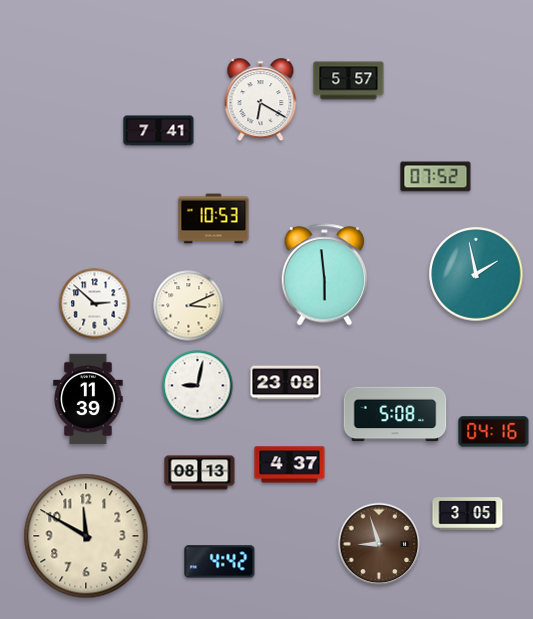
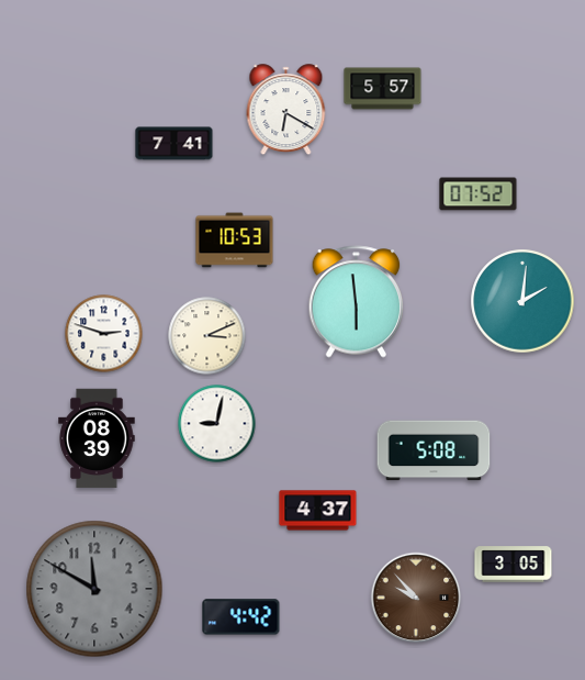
clock at (476, 274): 1:58 -> 2:01
clock at (95, 304): 2:52 -> 2:48
clock at (286, 383): 23:08 -> none
clock at (88, 399): 11:39 -> 08:39
clock at (395, 414) position: (395, 414) -> (434, 450)
clock at (494, 432): 04:16 -> none
clock at (200, 473): 08:13 -> none
clock at (86, 536) dial: cream -> grey
clock at (379, 544): 8:57 -> 9:53
